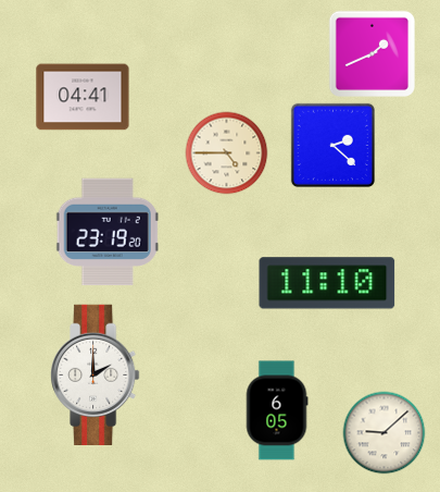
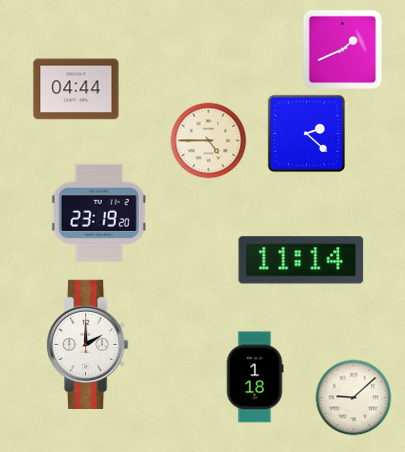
clock at (83, 97): 04:41 -> 04:44
clock at (327, 283): 11:10 -> 11:14
clock at (277, 410): 6:05 -> 1:18
